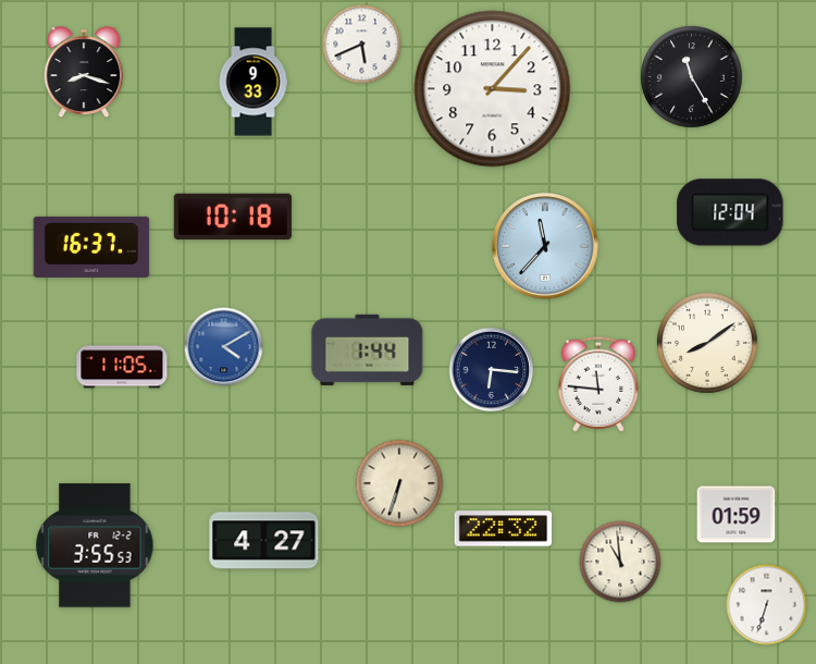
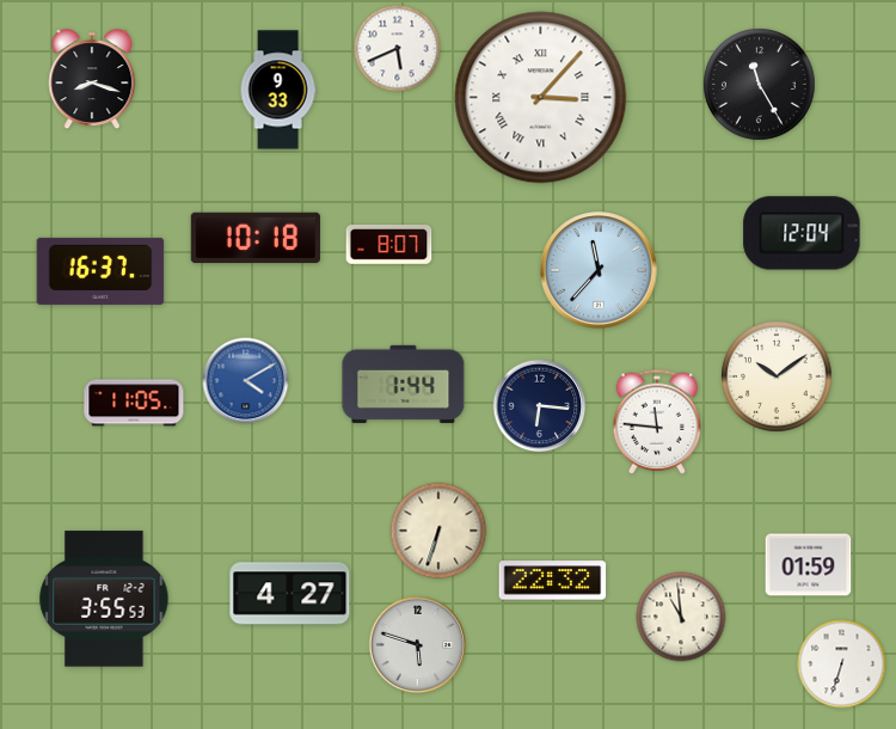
clock at (493, 89) numerals: Arabic -> Roman
clock at (389, 244): none -> 8:07
clock at (708, 344): 8:09 -> 10:09
clock at (418, 645): none -> 5:48
